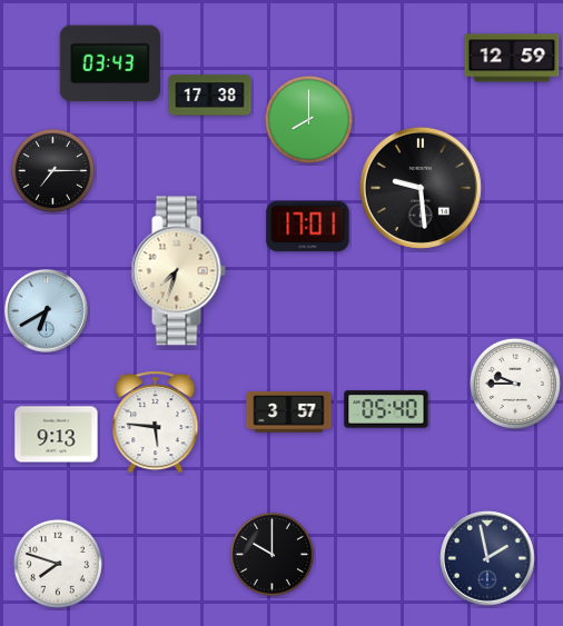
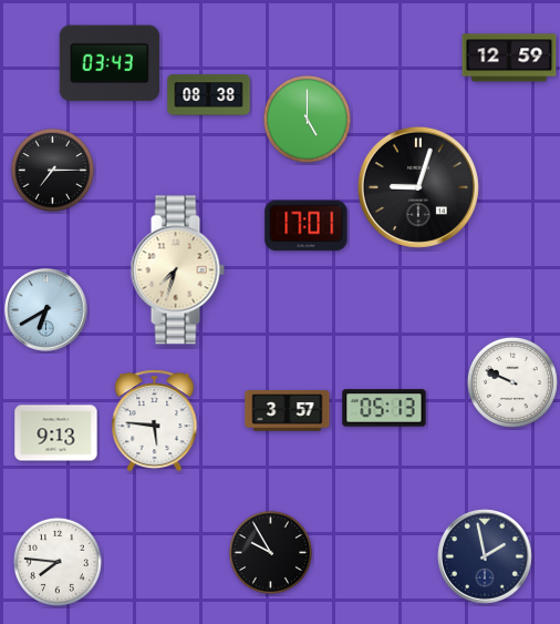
clock at (210, 96): 17:38 -> 08:38
clock at (308, 119): 8:00 -> 5:00
clock at (421, 188): 9:29 -> 9:03
clock at (515, 384): 9:45 -> 9:49
clock at (386, 409): 05:40 -> 05:13
clock at (271, 554): 10:00 -> 9:55
clock at (58, 564): 7:48 -> 7:46
